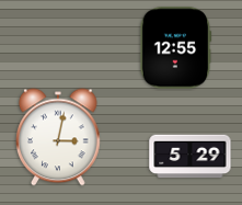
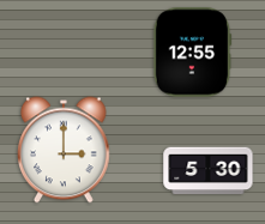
clock at (59, 137): 3:02 -> 3:00
clock at (191, 157): 5:29 -> 5:30
